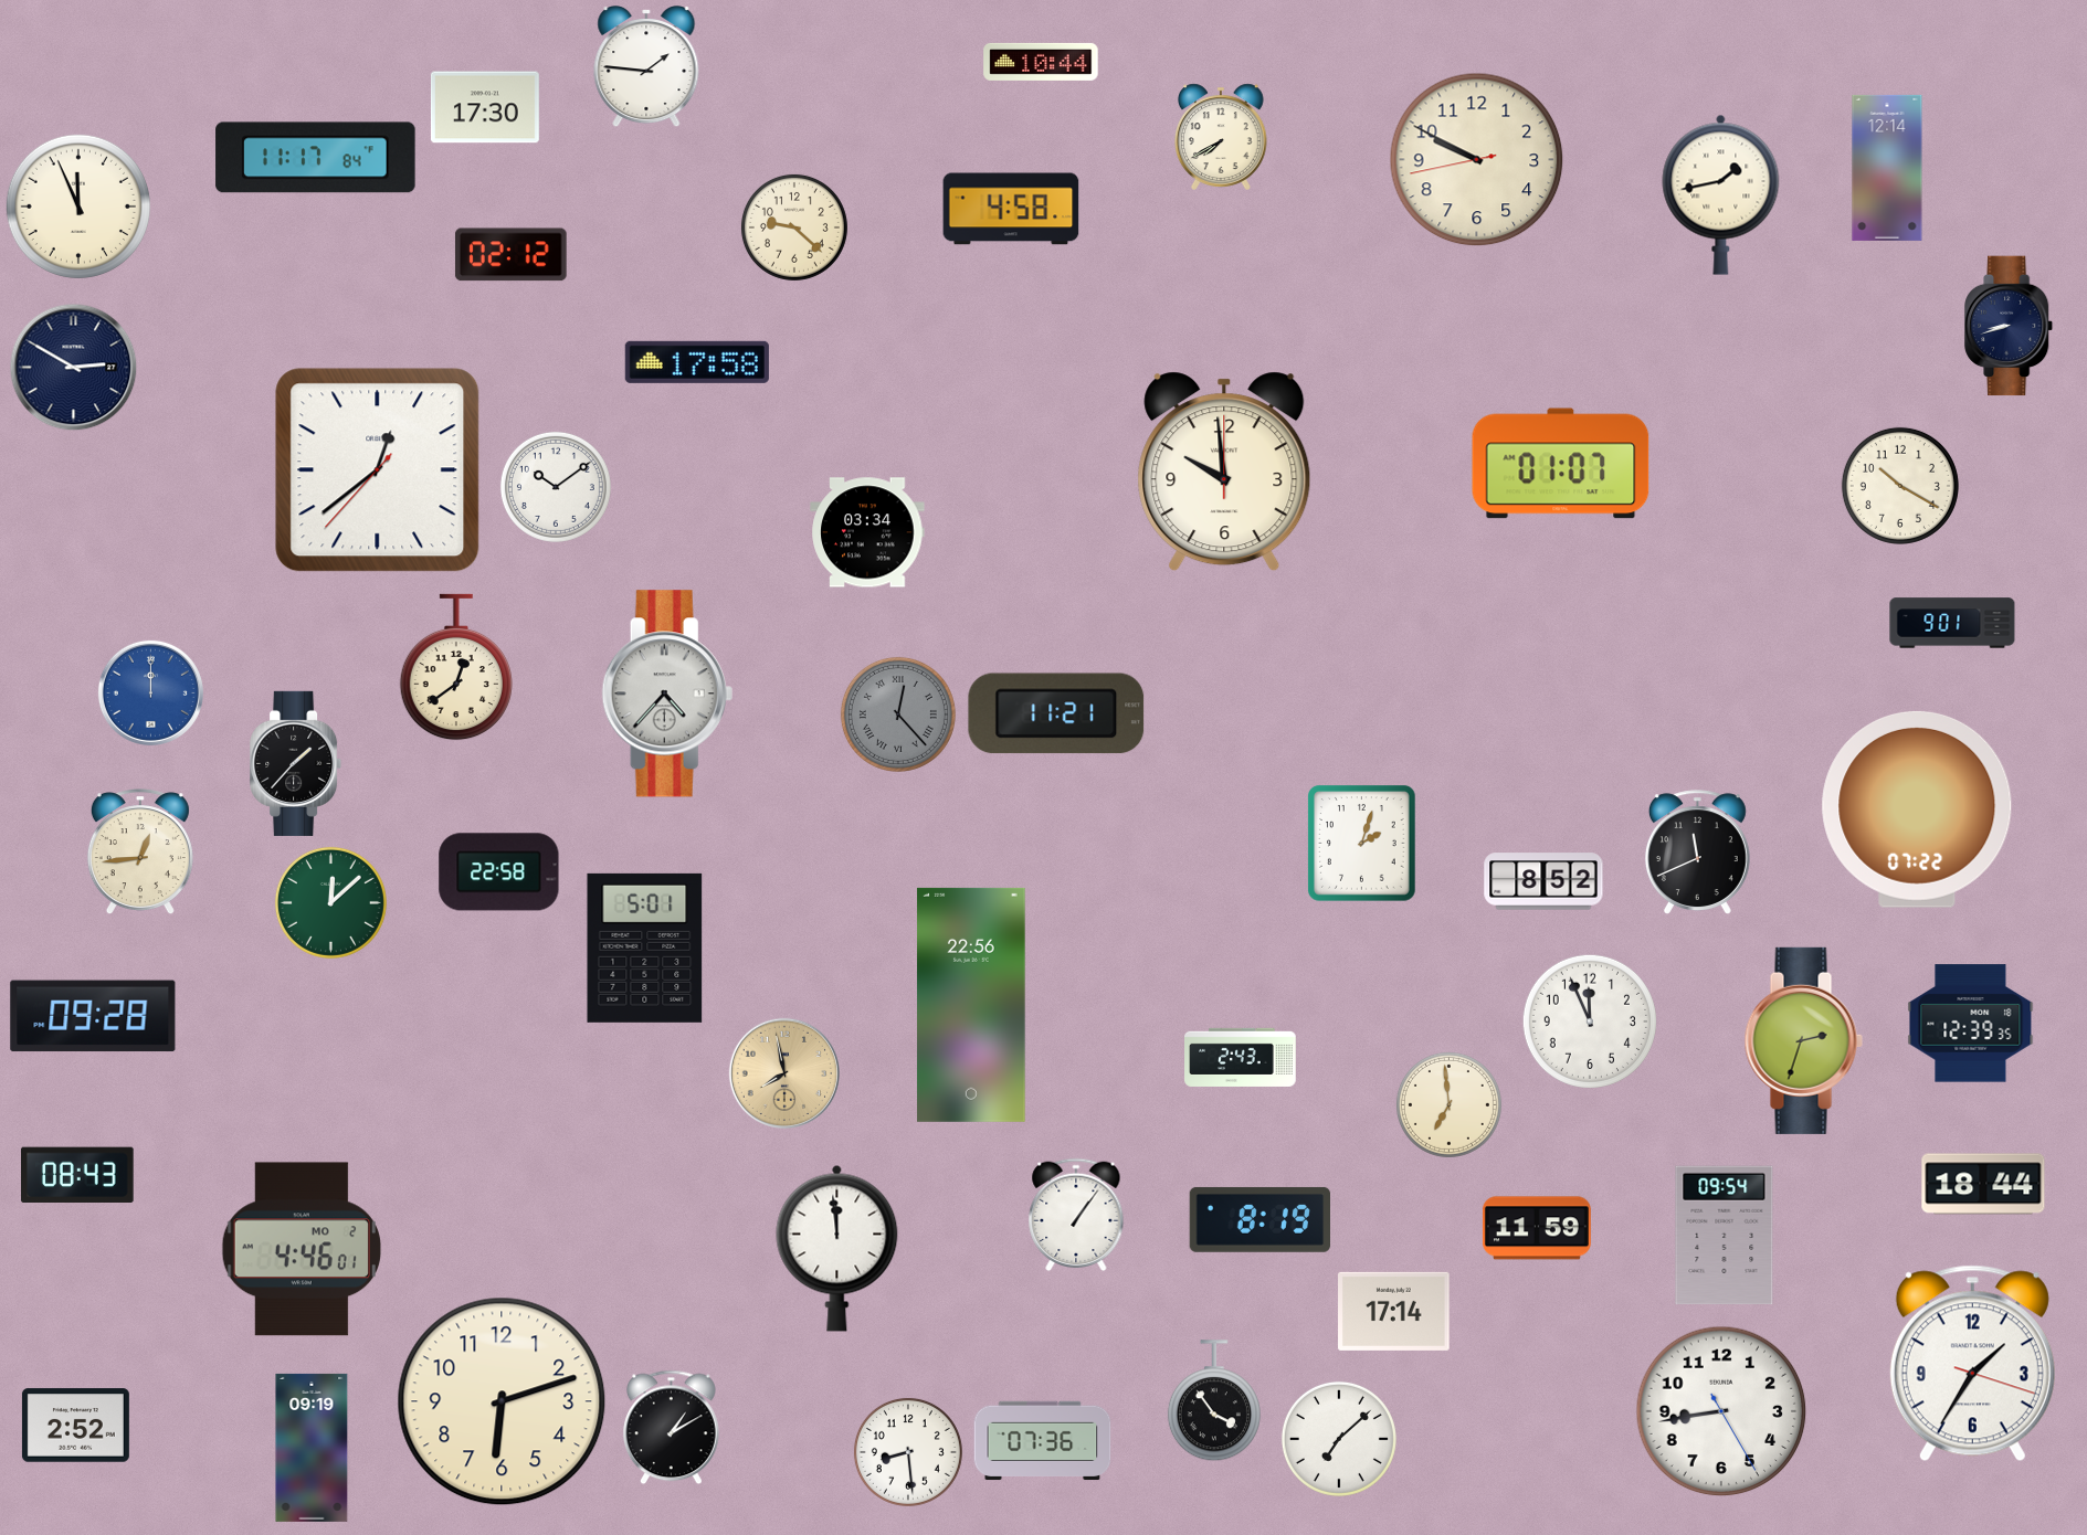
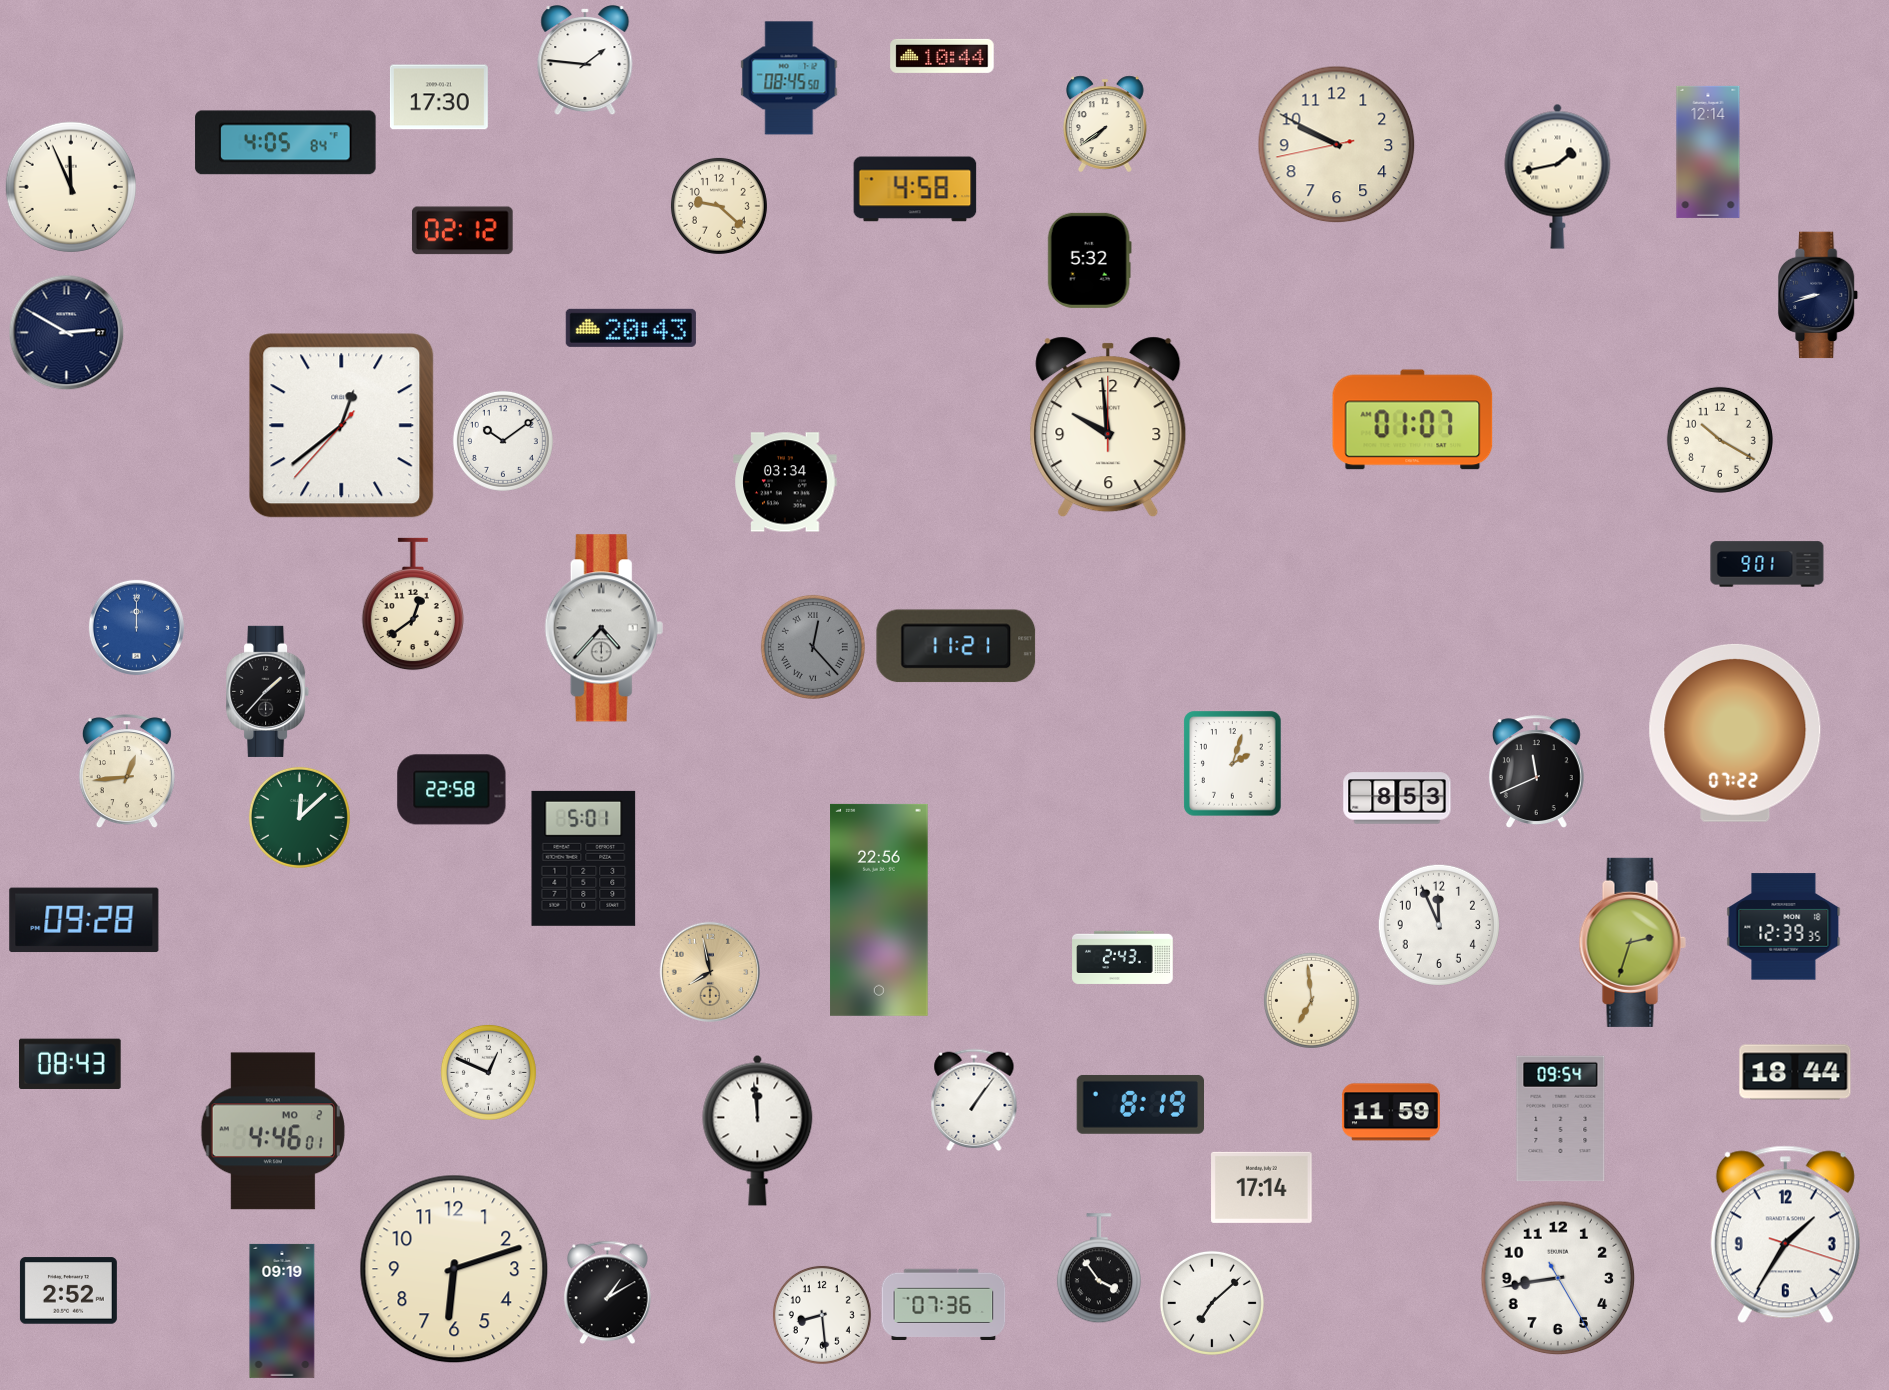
clock at (789, 78): none -> 08:45
clock at (1222, 137): 7:40 -> 7:39
clock at (316, 158): 11:17 -> 4:05
clock at (1089, 260): none -> 5:32
clock at (697, 362): 17:58 -> 20:43
clock at (1543, 881): 8:52 -> 8:53
clock at (488, 1072): none -> 12:49
